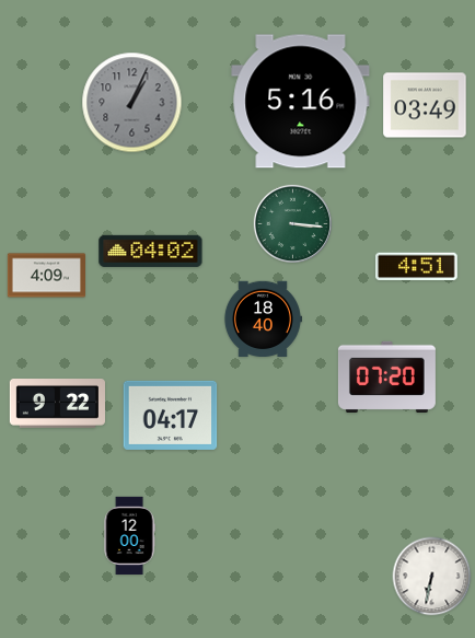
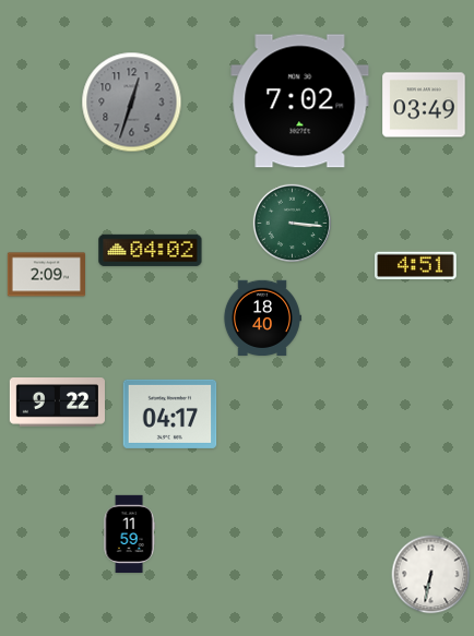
clock at (301, 102): 5:16 -> 7:02
clock at (132, 103): 1:04 -> 12:33
clock at (46, 276): 4:09 -> 2:09
clock at (386, 376): 07:20 -> none
clock at (129, 535): 12:00 -> 11:59
